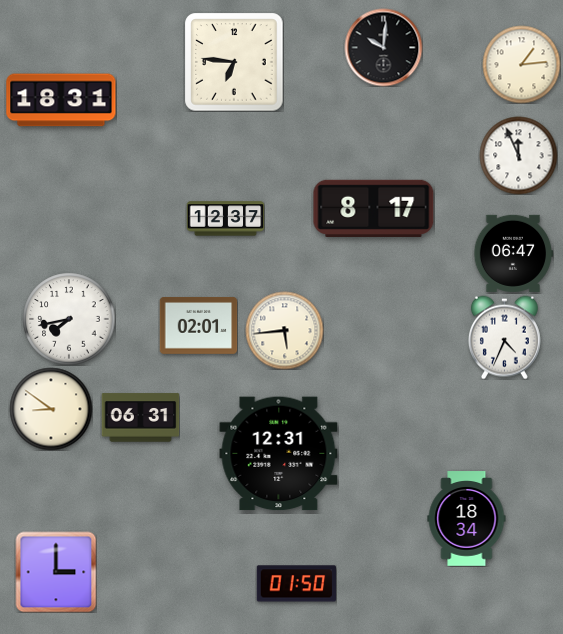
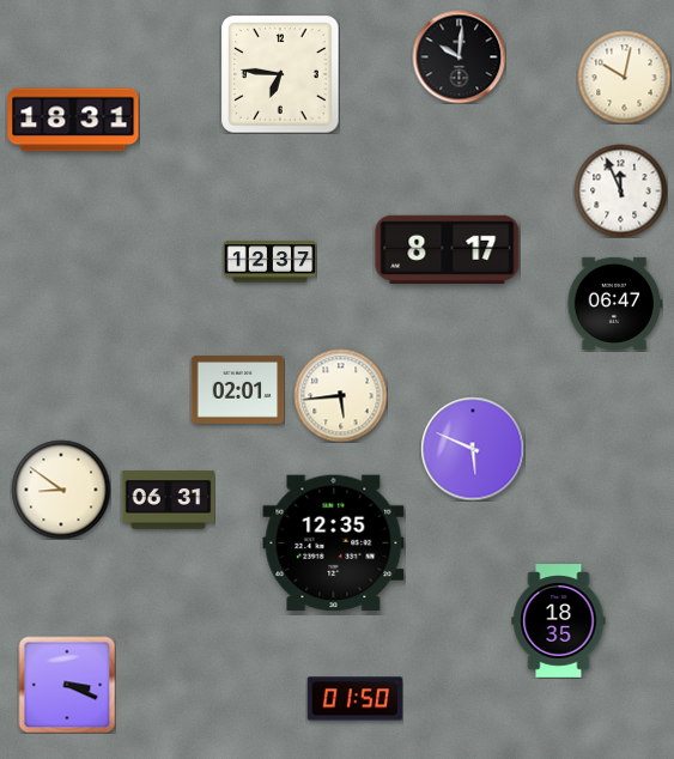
clock at (521, 64): 1:14 -> 10:02
clock at (518, 155) position: (518, 155) -> (620, 190)
clock at (69, 319): 7:43 -> none
clock at (504, 337): 4:34 -> none
clock at (473, 449): none -> 5:49
clock at (279, 454): 12:31 -> 12:35
clock at (467, 519): 18:34 -> 18:35
clock at (56, 572): 3:00 -> 3:19
